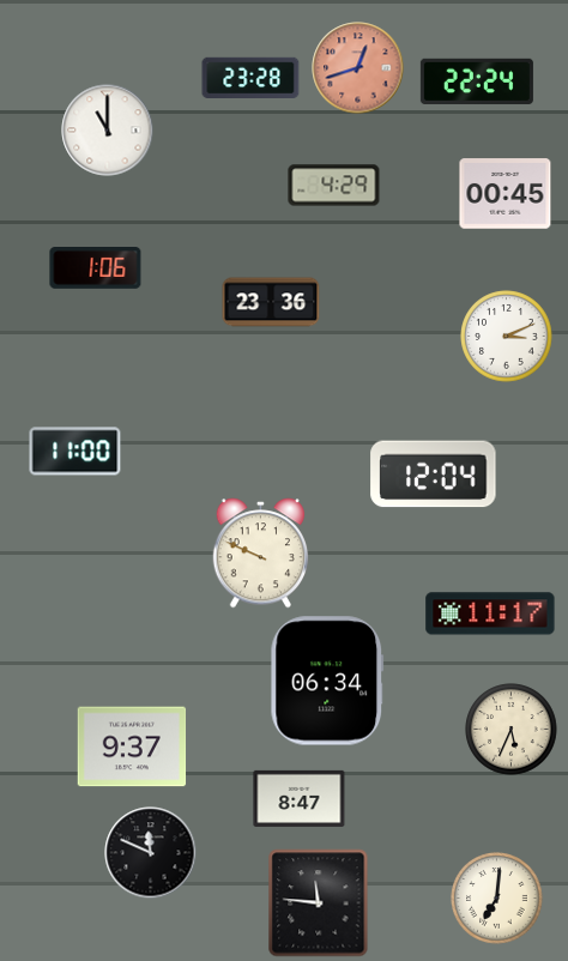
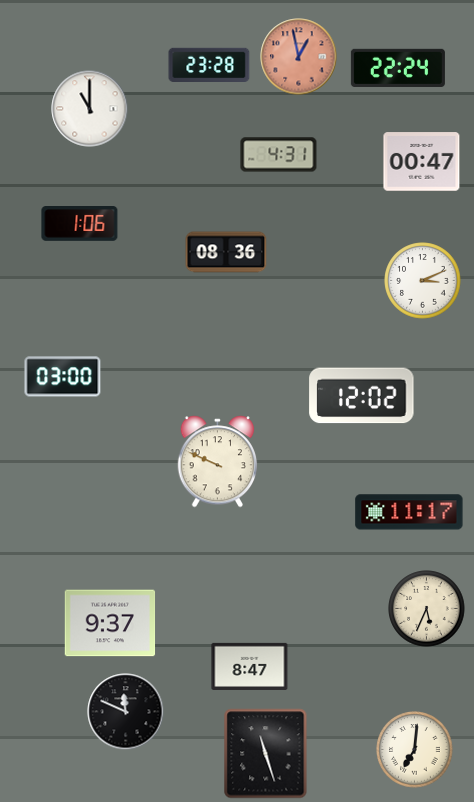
clock at (358, 68): 12:42 -> 12:58
clock at (334, 186): 4:29 -> 4:31
clock at (506, 194): 00:45 -> 00:47
clock at (271, 302): 23:36 -> 08:36
clock at (75, 452): 11:00 -> 03:00
clock at (434, 475): 12:04 -> 12:02
clock at (327, 681): 06:34 -> none
clock at (319, 903): 11:46 -> 11:27
